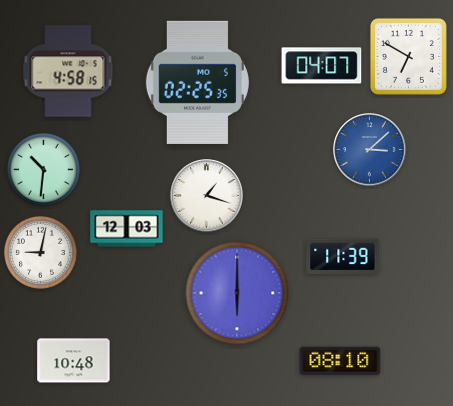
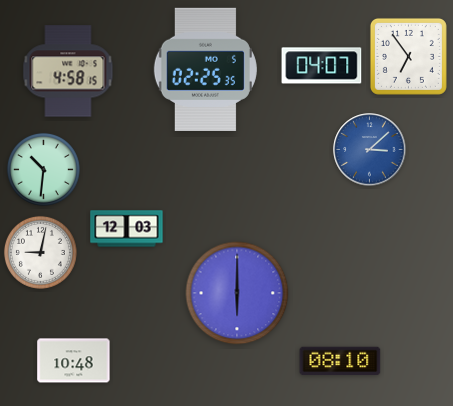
clock at (408, 56): 6:50 -> 6:54
clock at (197, 82) position: (197, 82) -> (205, 69)
clock at (207, 196): 1:18 -> none
clock at (343, 257): 11:39 -> none
